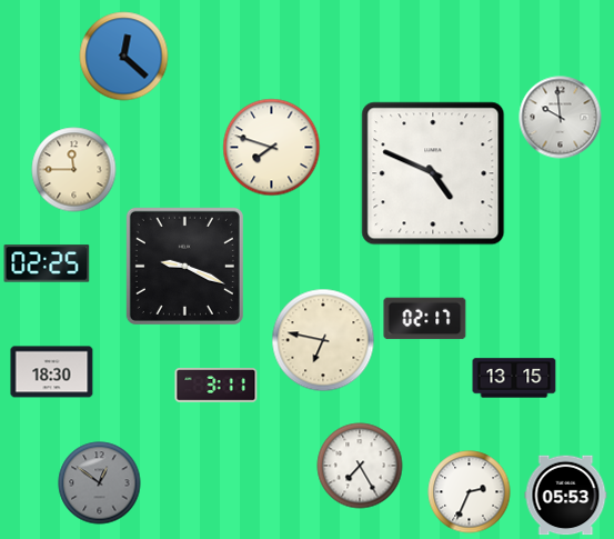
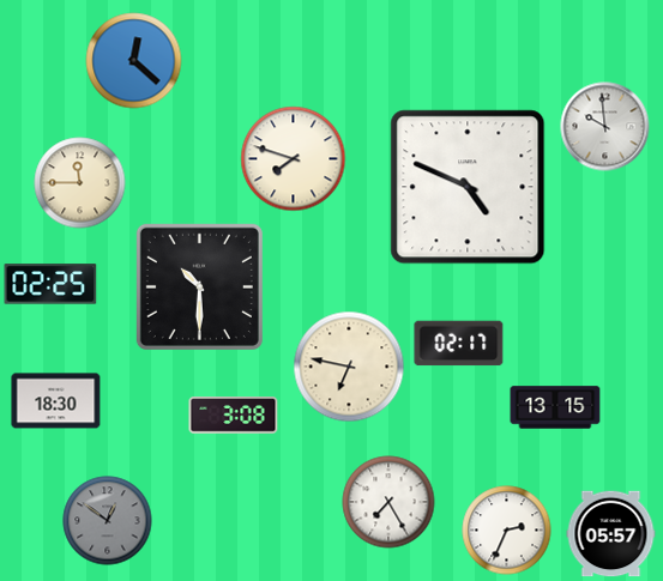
clock at (184, 266): 9:19 -> 10:30
clock at (217, 386): 3:11 -> 3:08
clock at (566, 496): 05:53 -> 05:57
